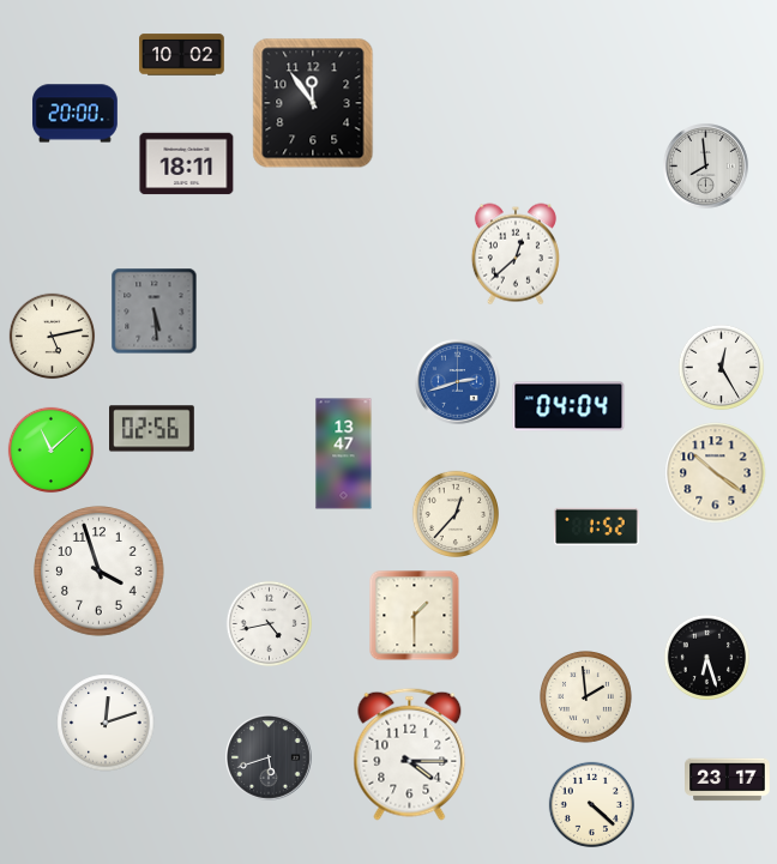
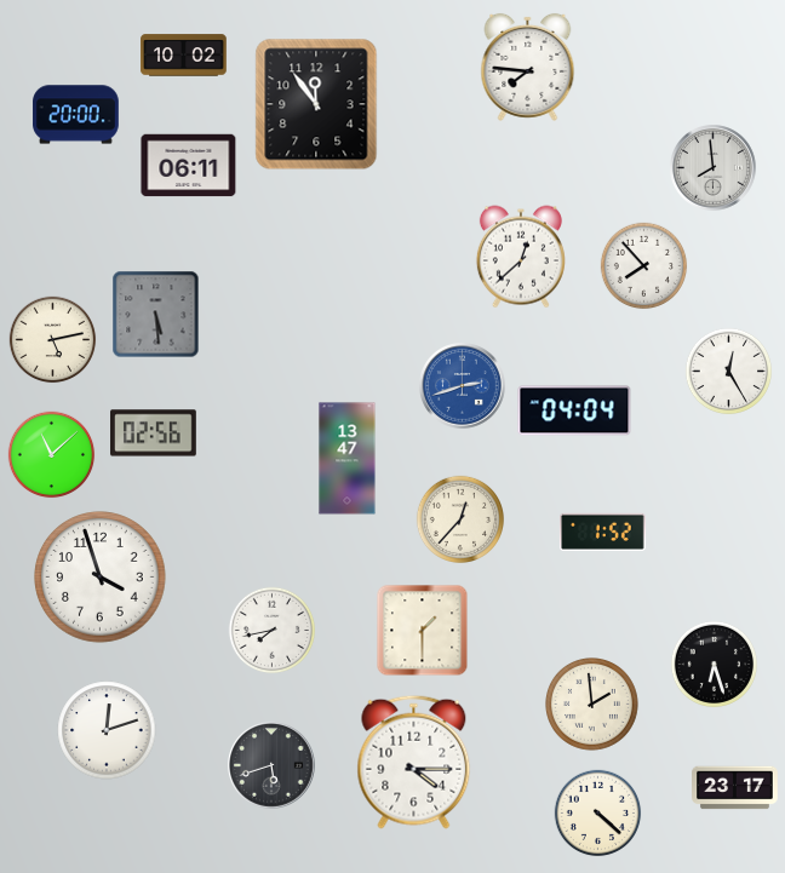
clock at (528, 67): none -> 7:46
clock at (187, 164): 18:11 -> 06:11
clock at (644, 266): none -> 7:53
clock at (716, 473): 10:21 -> none
clock at (415, 616) position: (415, 616) -> (423, 631)
clock at (270, 624): 4:43 -> 7:43
